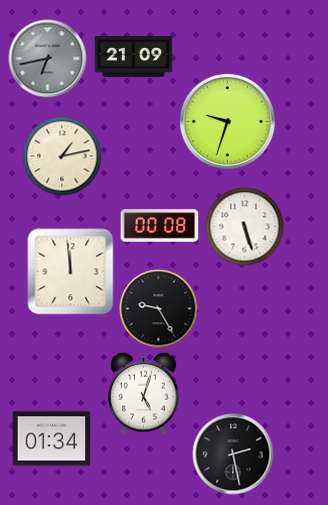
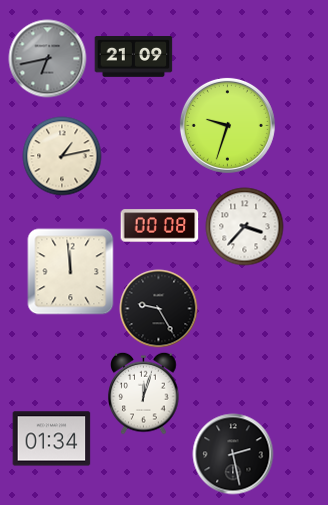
clock at (227, 121) position: (227, 121) -> (227, 125)
clock at (244, 226): 5:27 -> 3:37
clock at (144, 393): 5:03 -> 12:03
